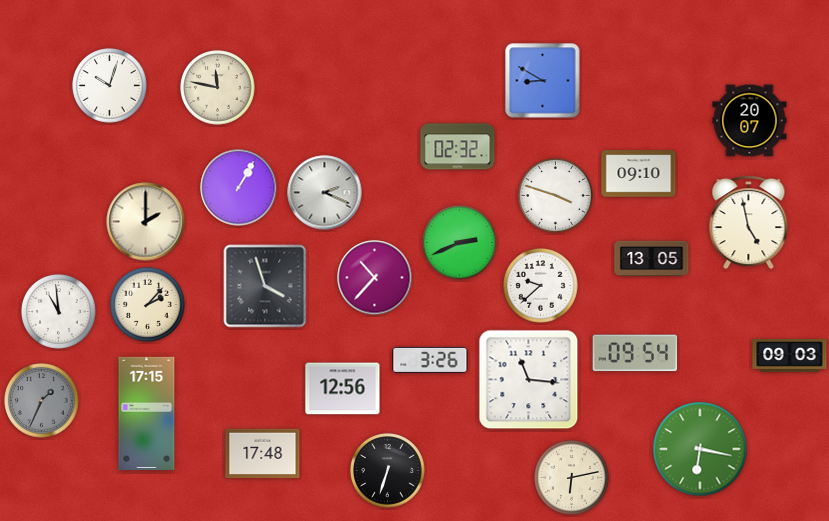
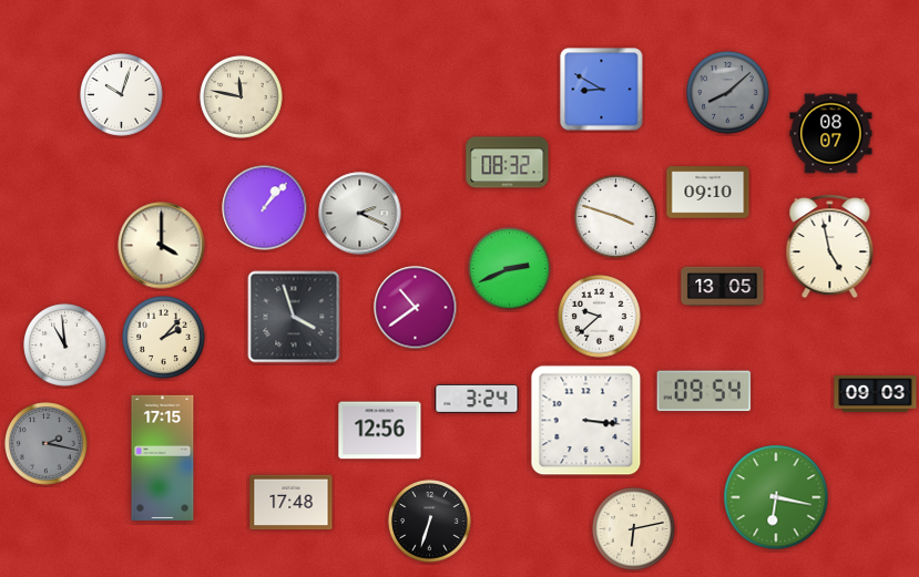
clock at (728, 93): none -> 8:08
clock at (750, 121): 20:07 -> 08:07
clock at (458, 147): 02:32 -> 08:32
clock at (239, 188): 1:05 -> 1:07
clock at (146, 222): 2:00 -> 4:00
clock at (375, 278): 10:37 -> 10:39
clock at (430, 360): 3:26 -> 3:24
clock at (529, 380): 11:16 -> 3:16
clock at (42, 401): 1:34 -> 2:17
